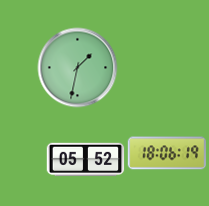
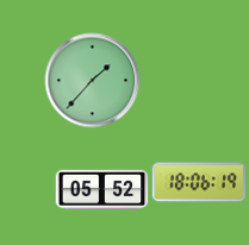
clock at (77, 67): 1:32 -> 1:37
